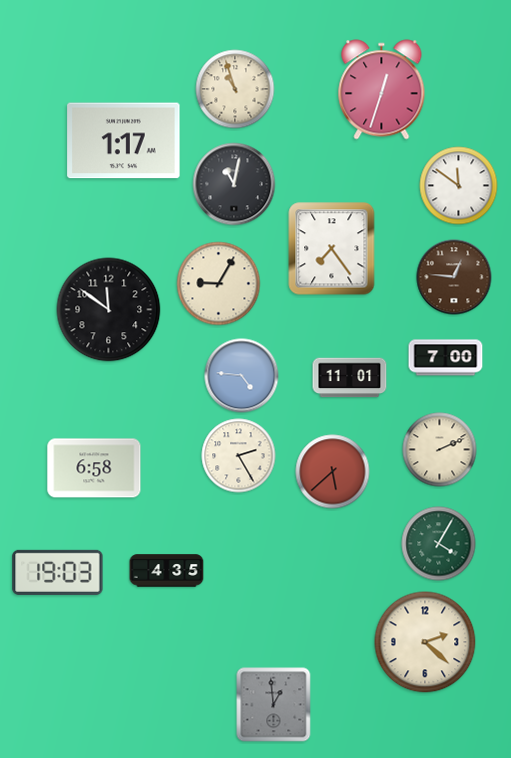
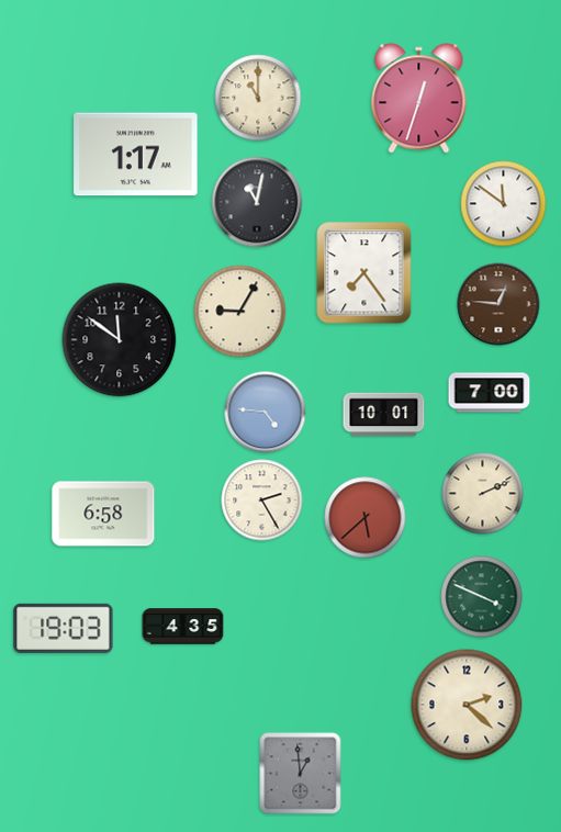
clock at (235, 89): 10:57 -> 11:00
clock at (350, 378): 11:01 -> 10:01
clock at (439, 544): 4:05 -> 3:49
